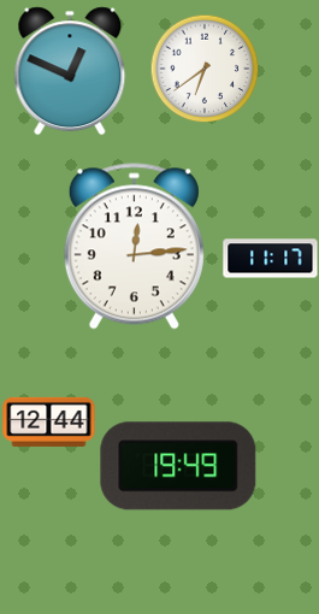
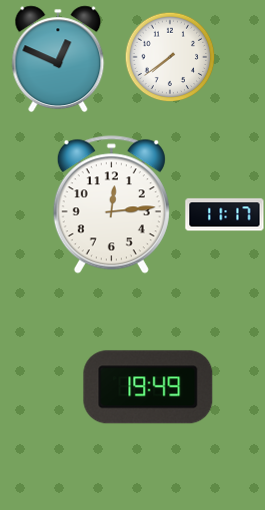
clock at (205, 69): 6:39 -> 7:39
clock at (49, 421): 12:44 -> none
